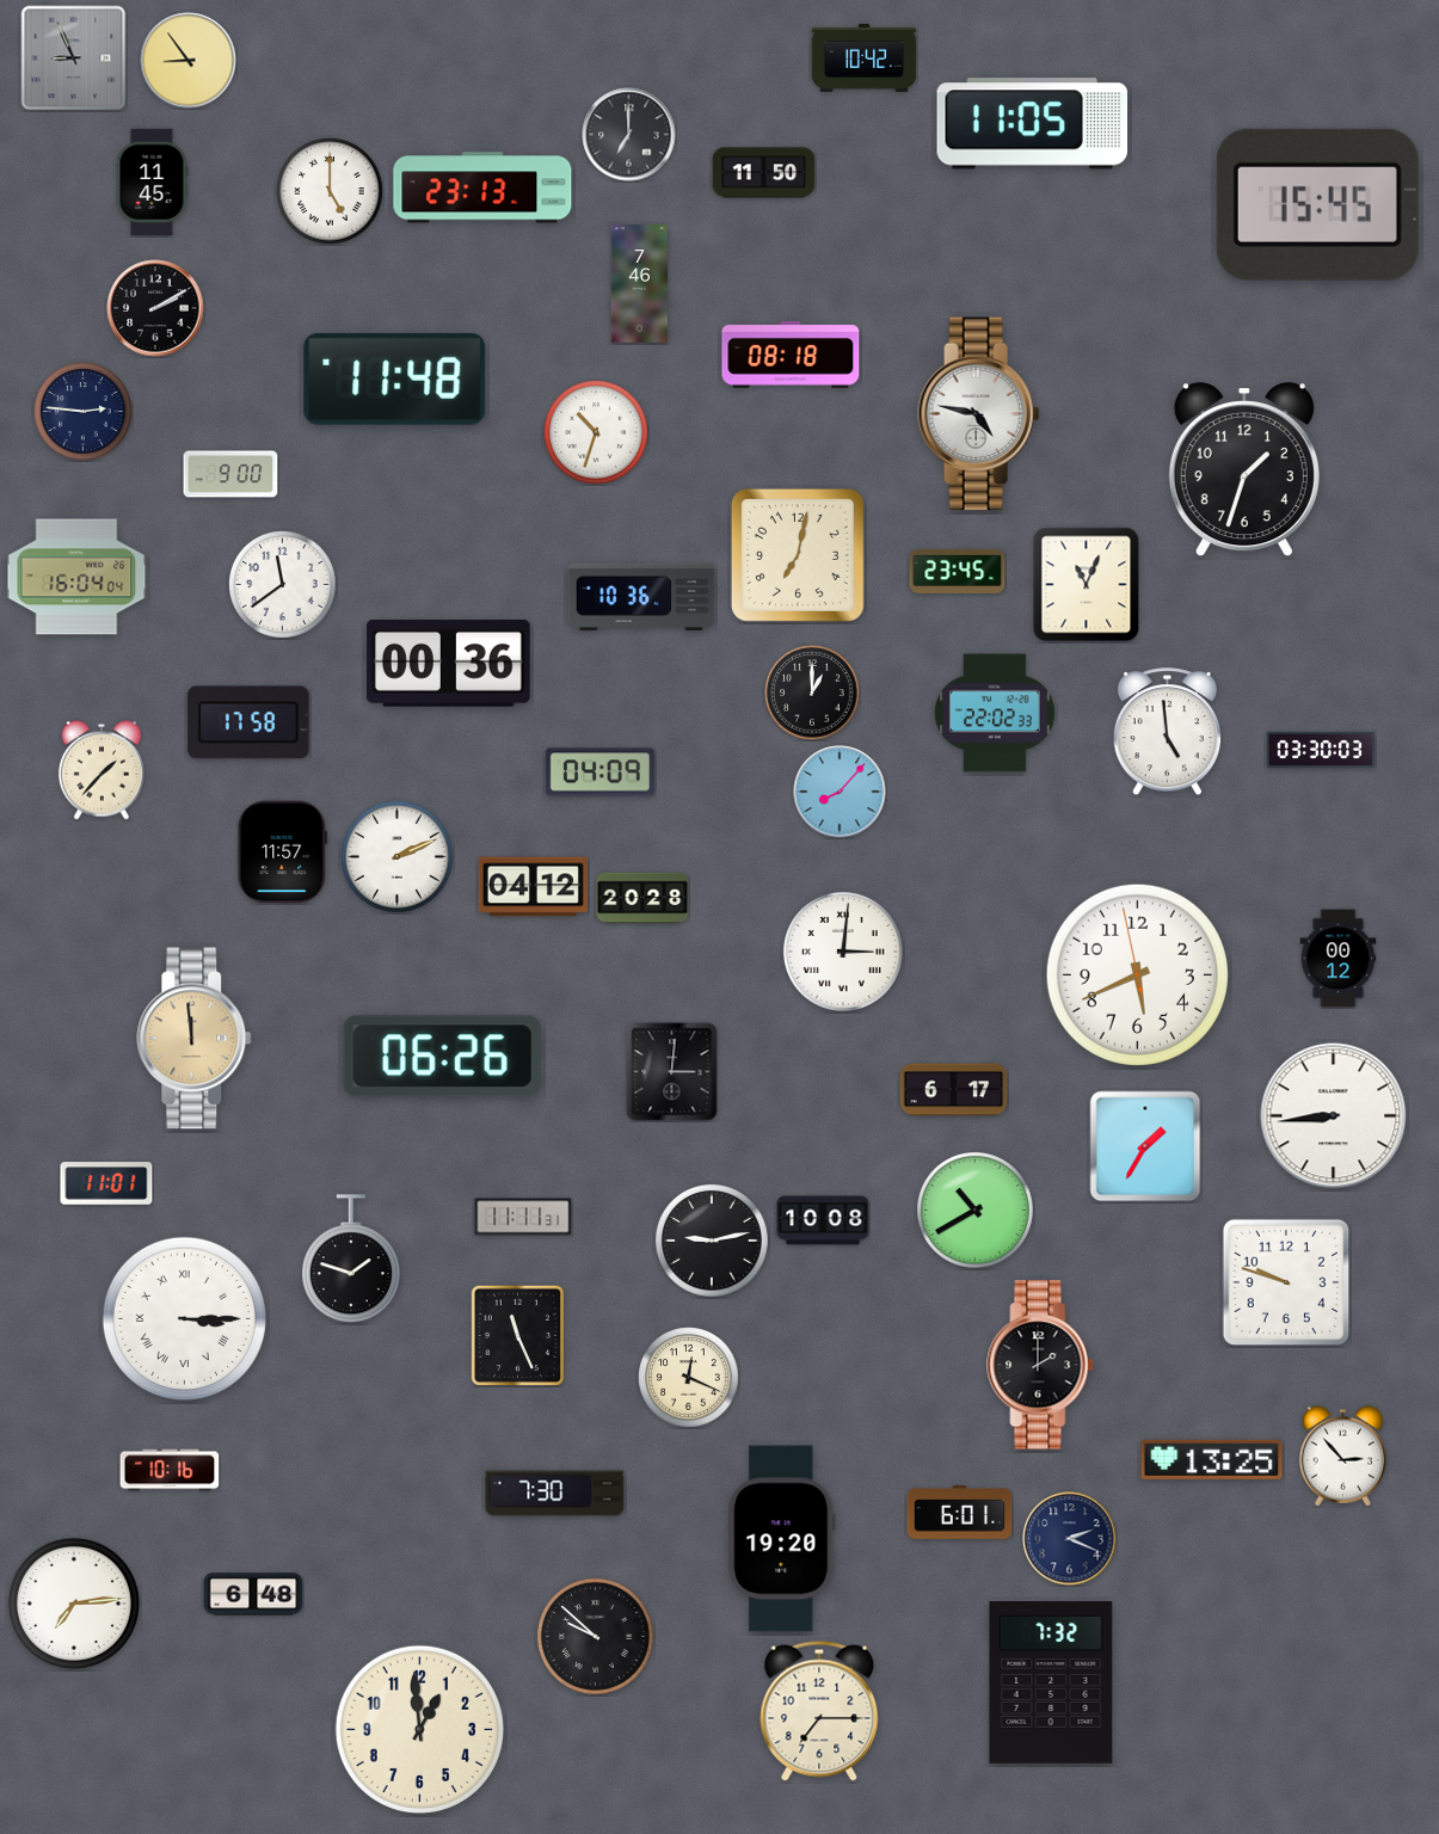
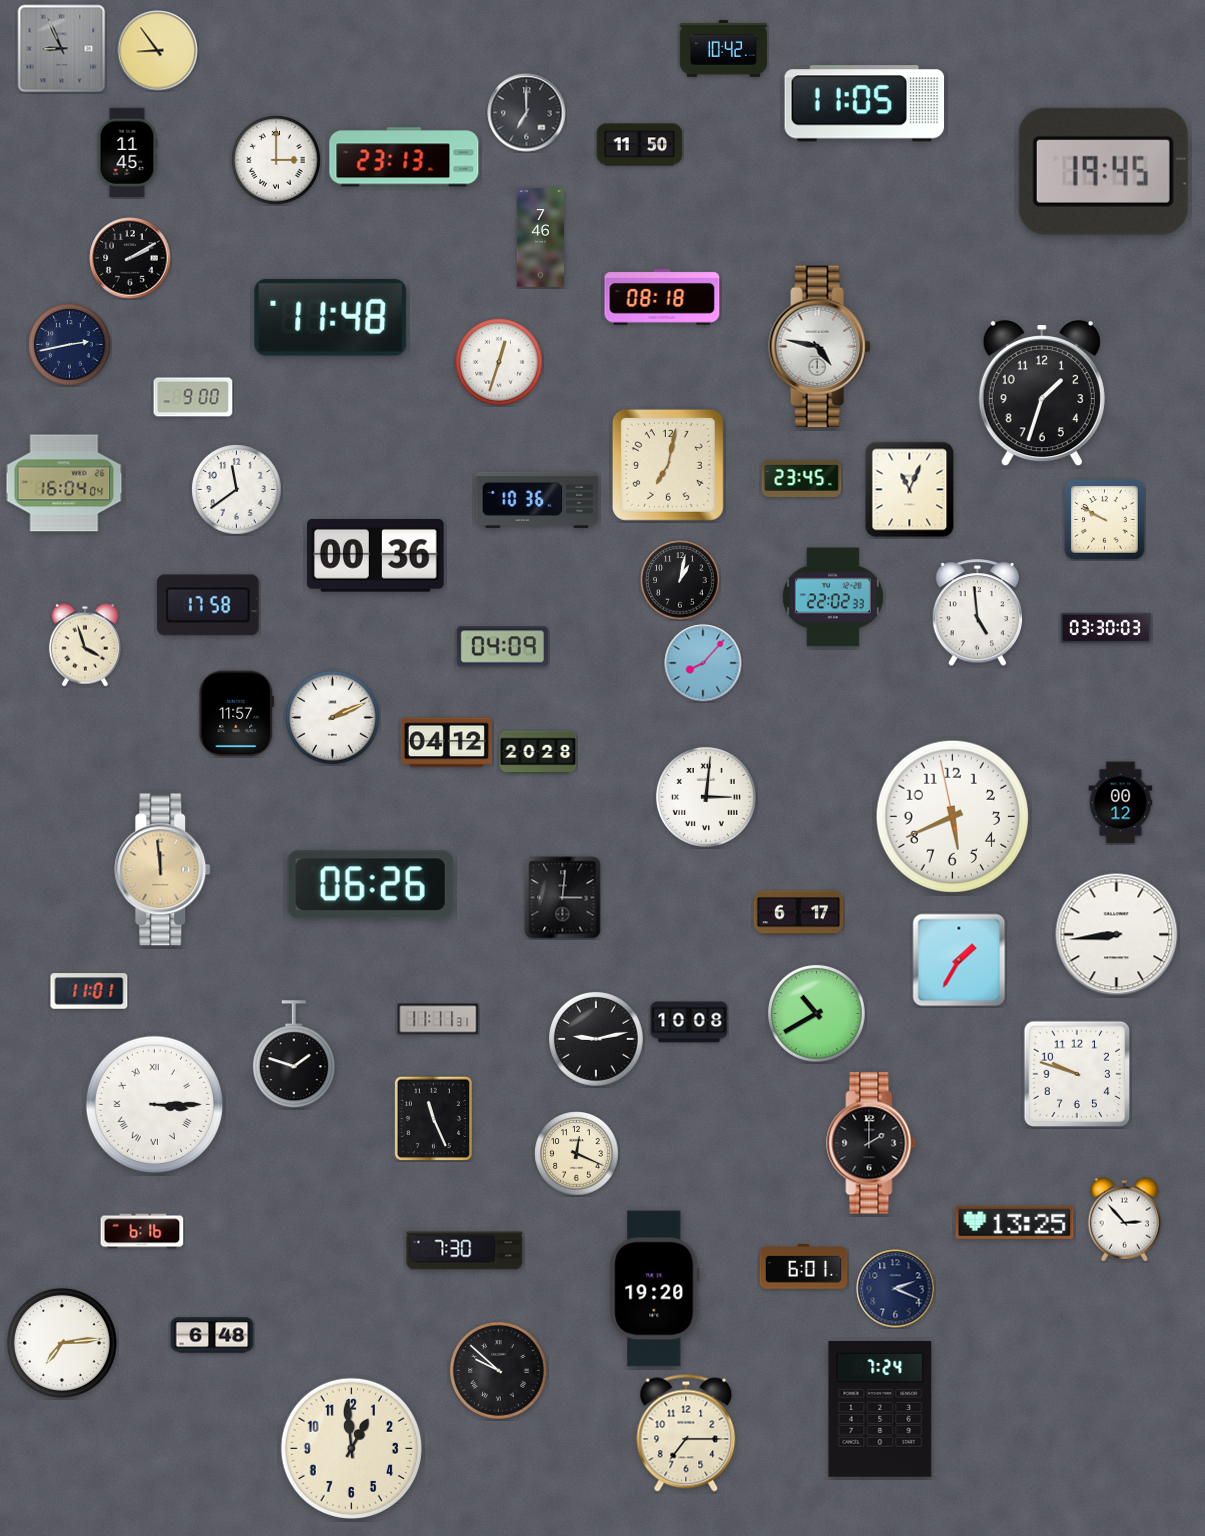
clock at (330, 191): 5:00 -> 3:00
clock at (1317, 204): 15:45 -> 19:45
clock at (639, 284) position: (639, 284) -> (540, 238)
clock at (84, 412): 2:46 -> 2:43
clock at (596, 432): 10:33 -> 12:33
clock at (1105, 520): none -> 9:50
clock at (812, 693): 1:00 -> 1:02
clock at (102, 770): 1:37 -> 3:57
clock at (170, 1470): 10:16 -> 6:16
clock at (1051, 1684): 7:32 -> 7:24
